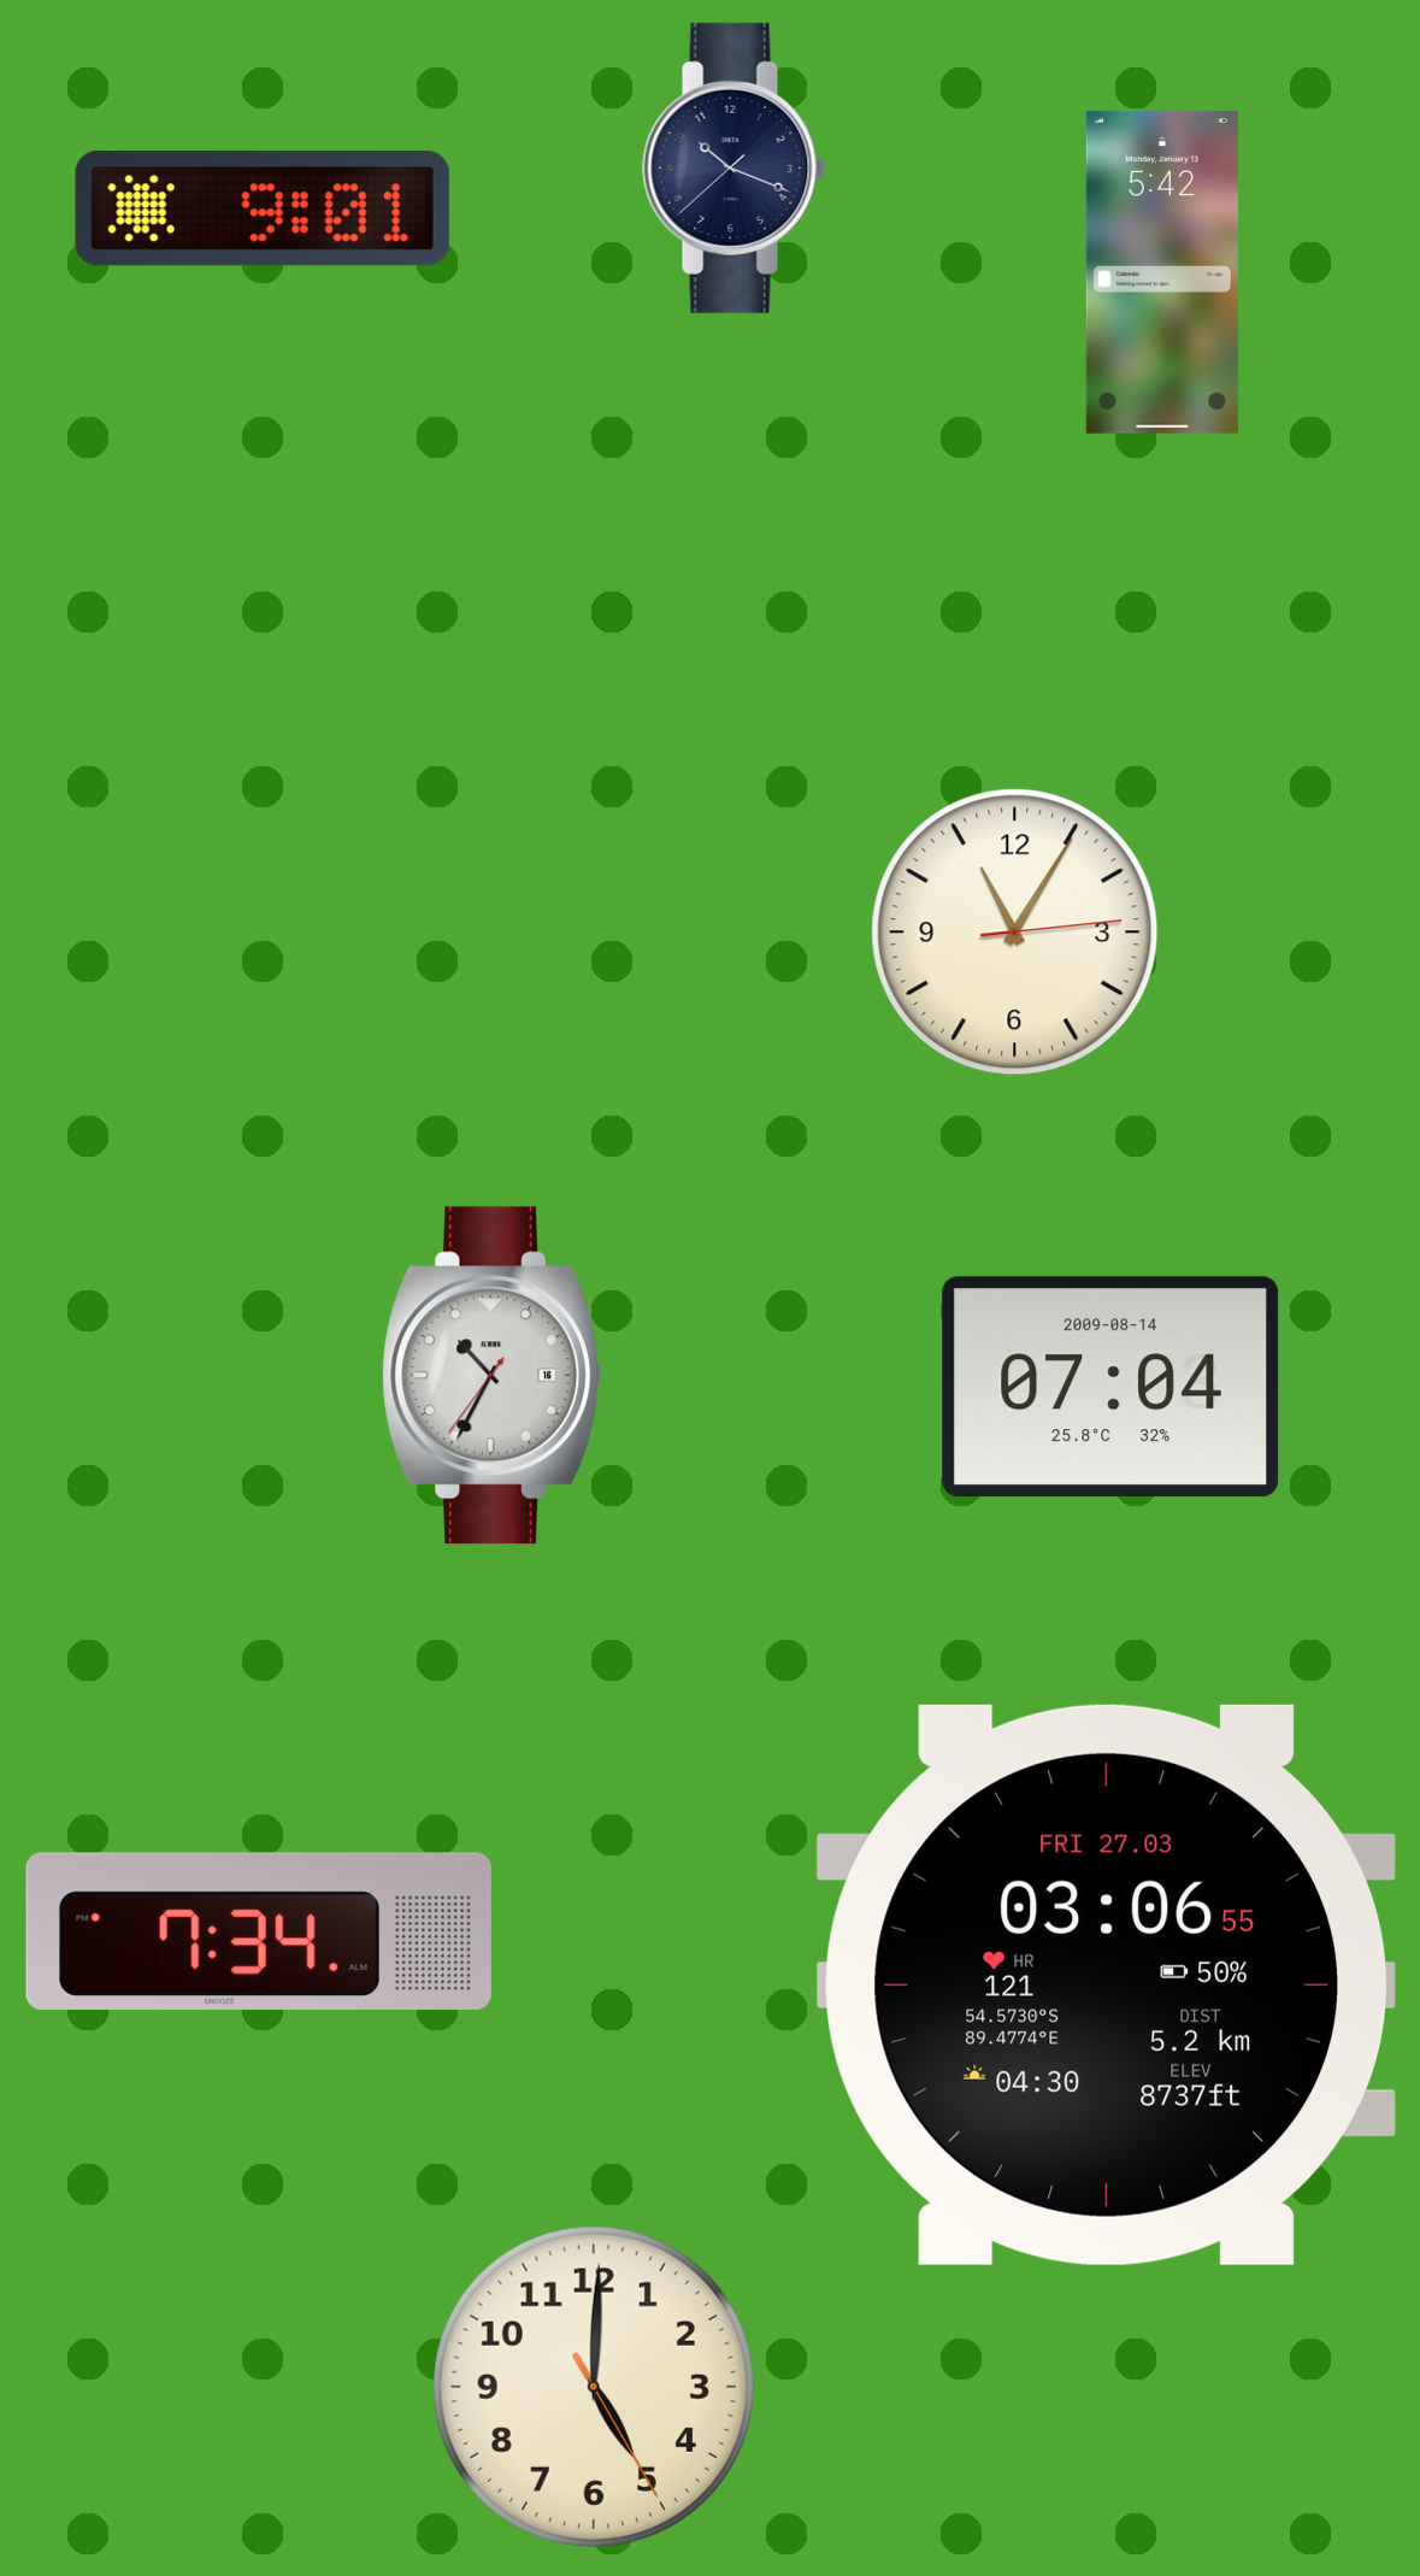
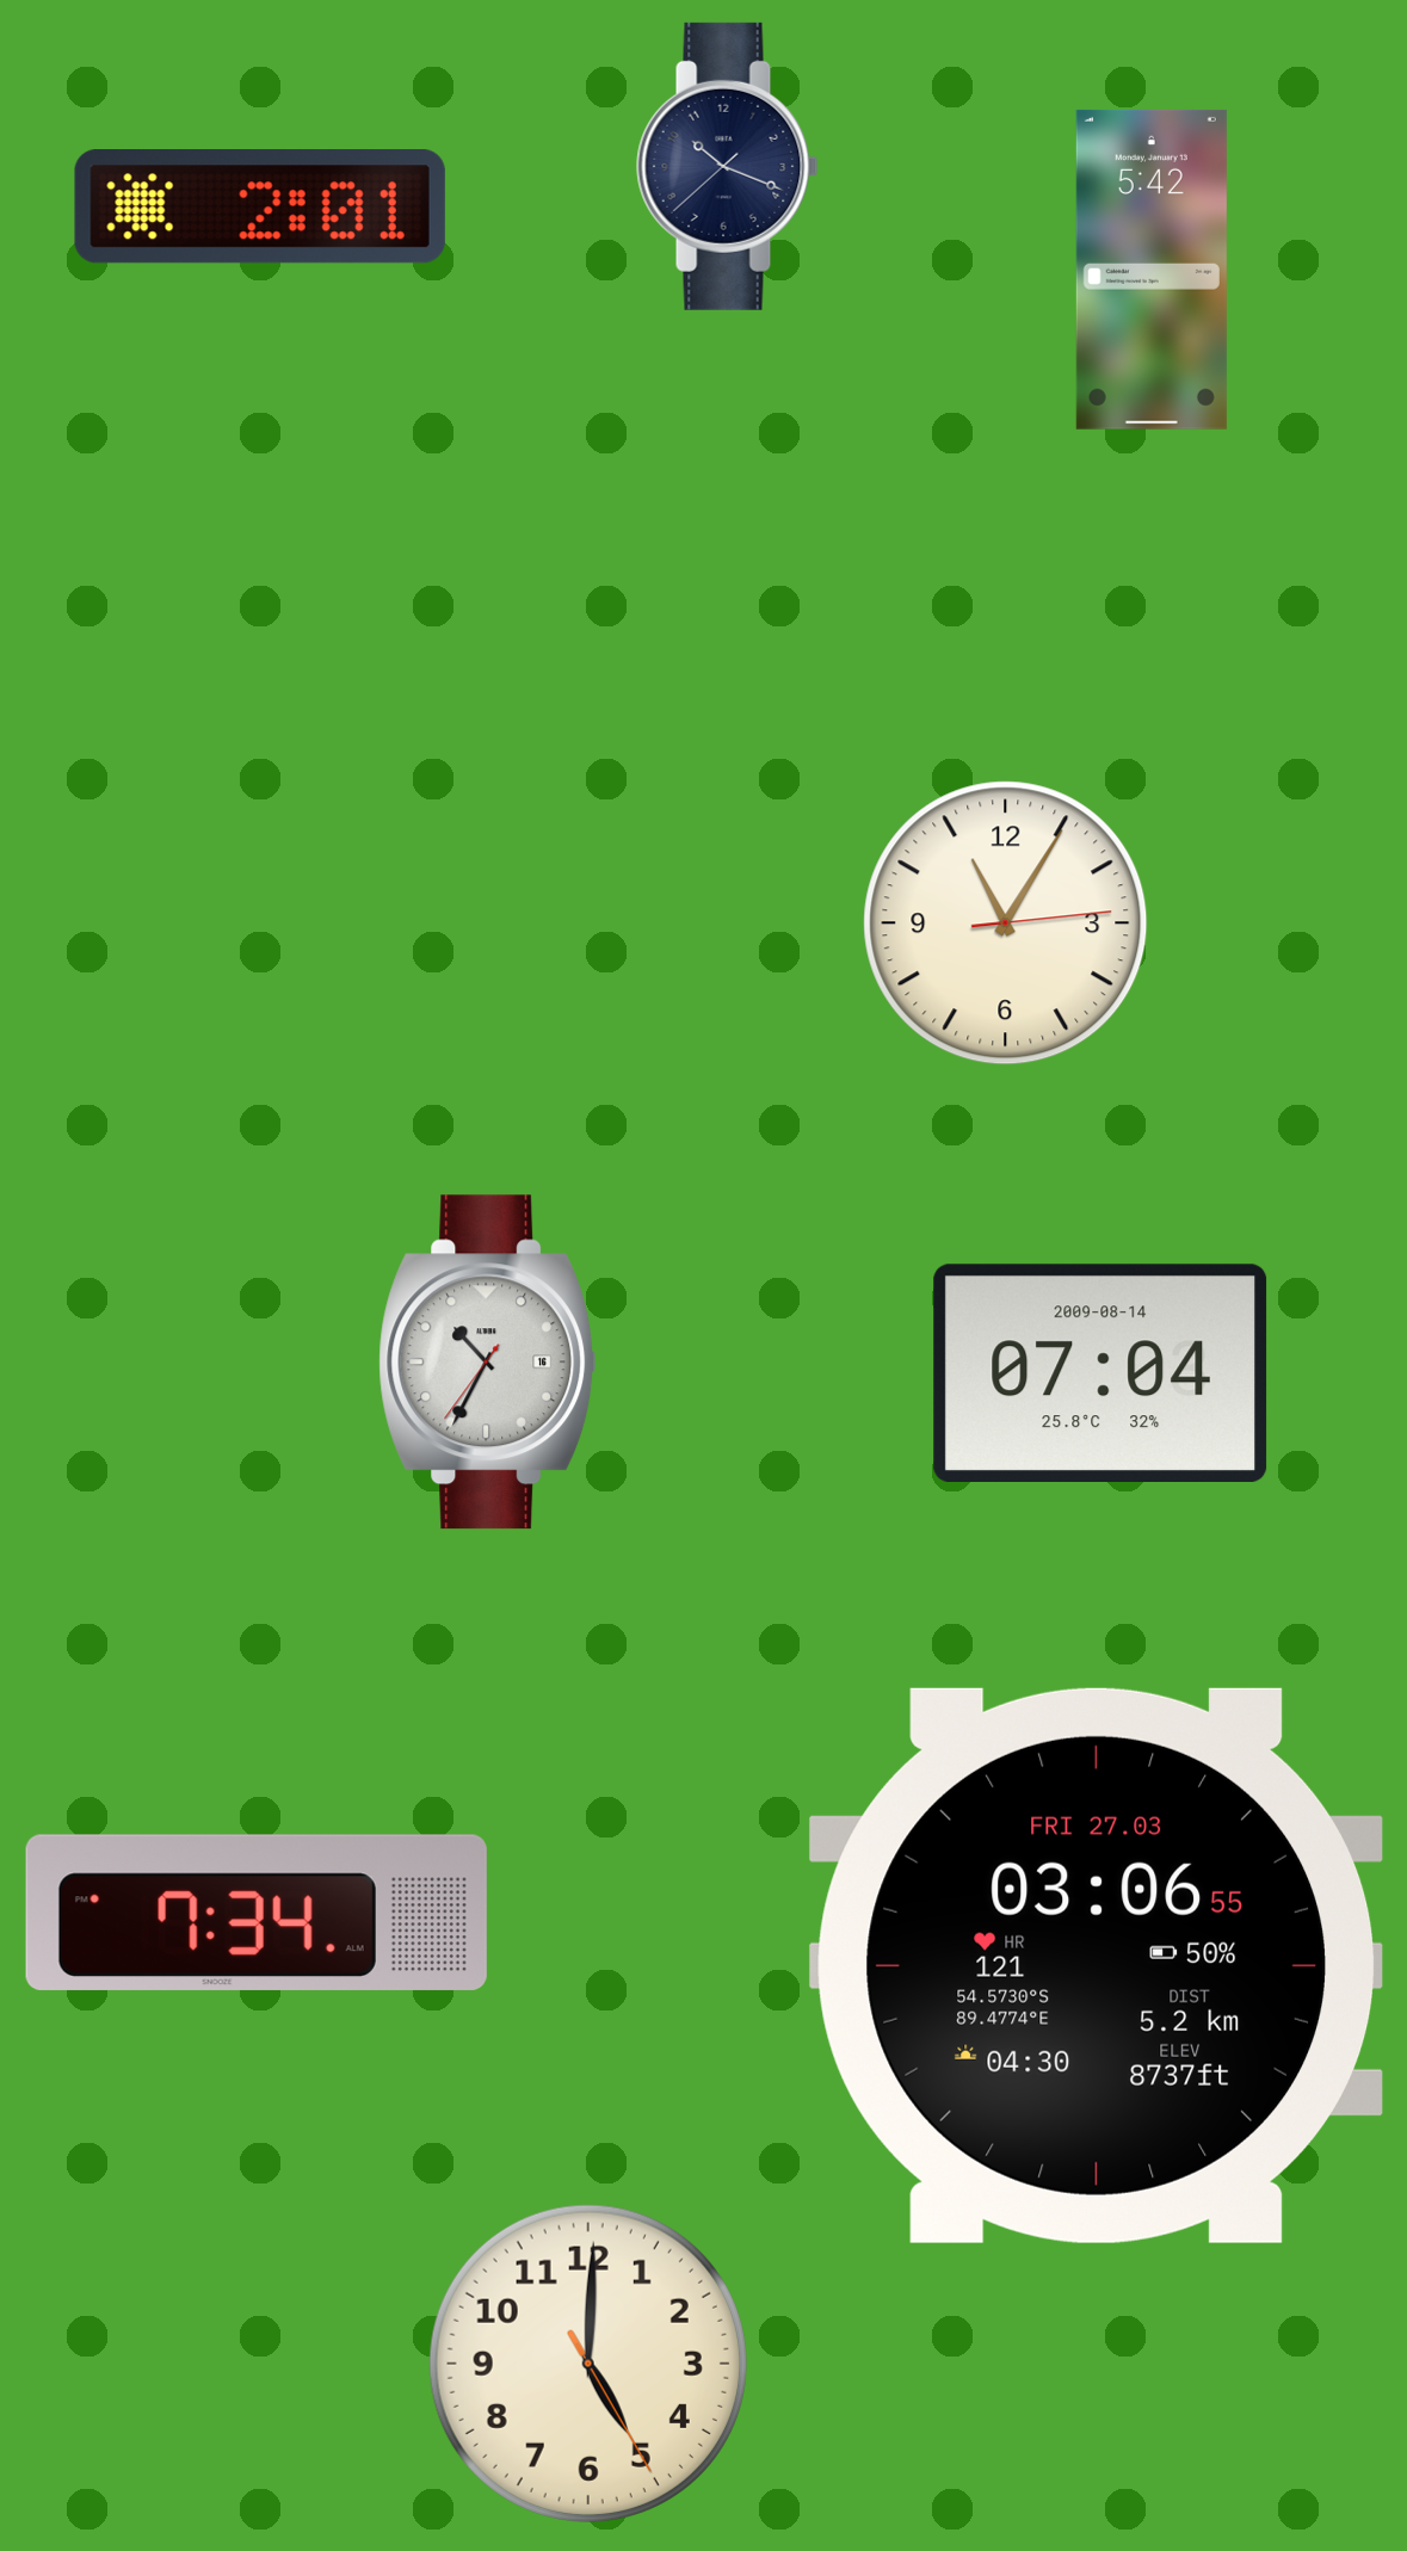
clock at (263, 208): 9:01 -> 2:01
